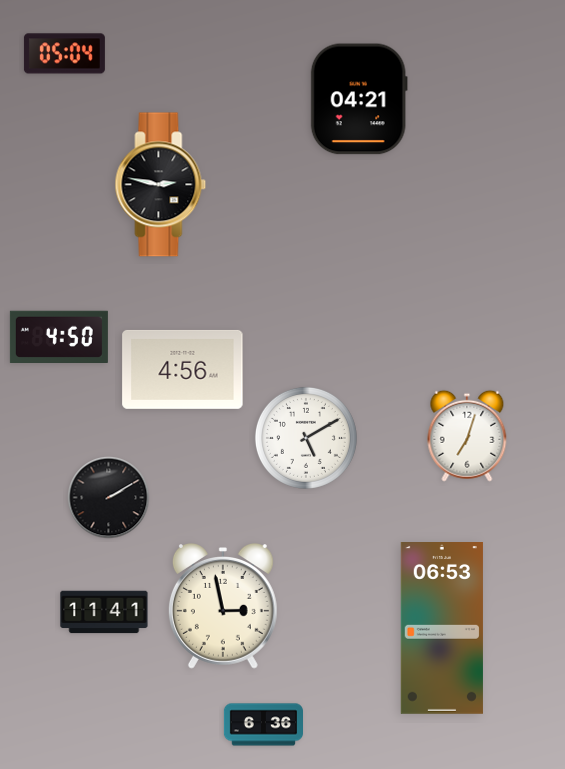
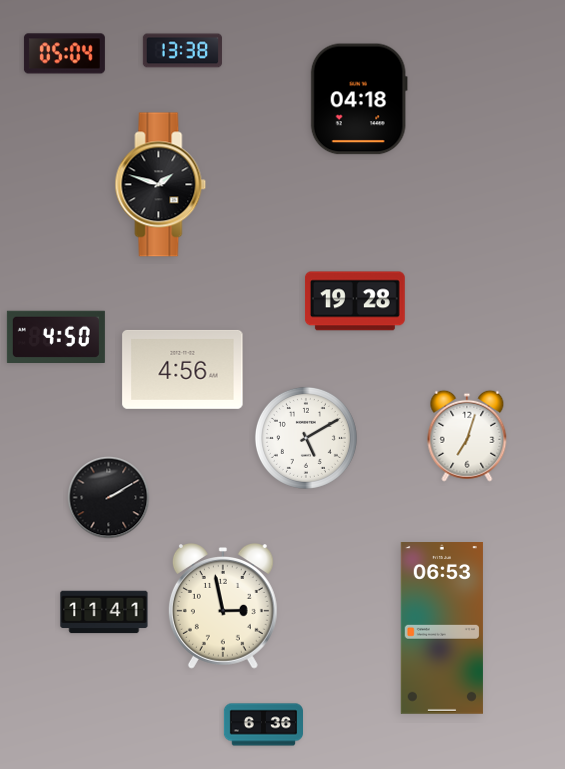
clock at (182, 51): none -> 13:38
clock at (359, 99): 04:21 -> 04:18
clock at (161, 185): 2:47 -> 1:48
clock at (355, 301): none -> 19:28
clock at (59, 337) position: (59, 337) -> (56, 337)
